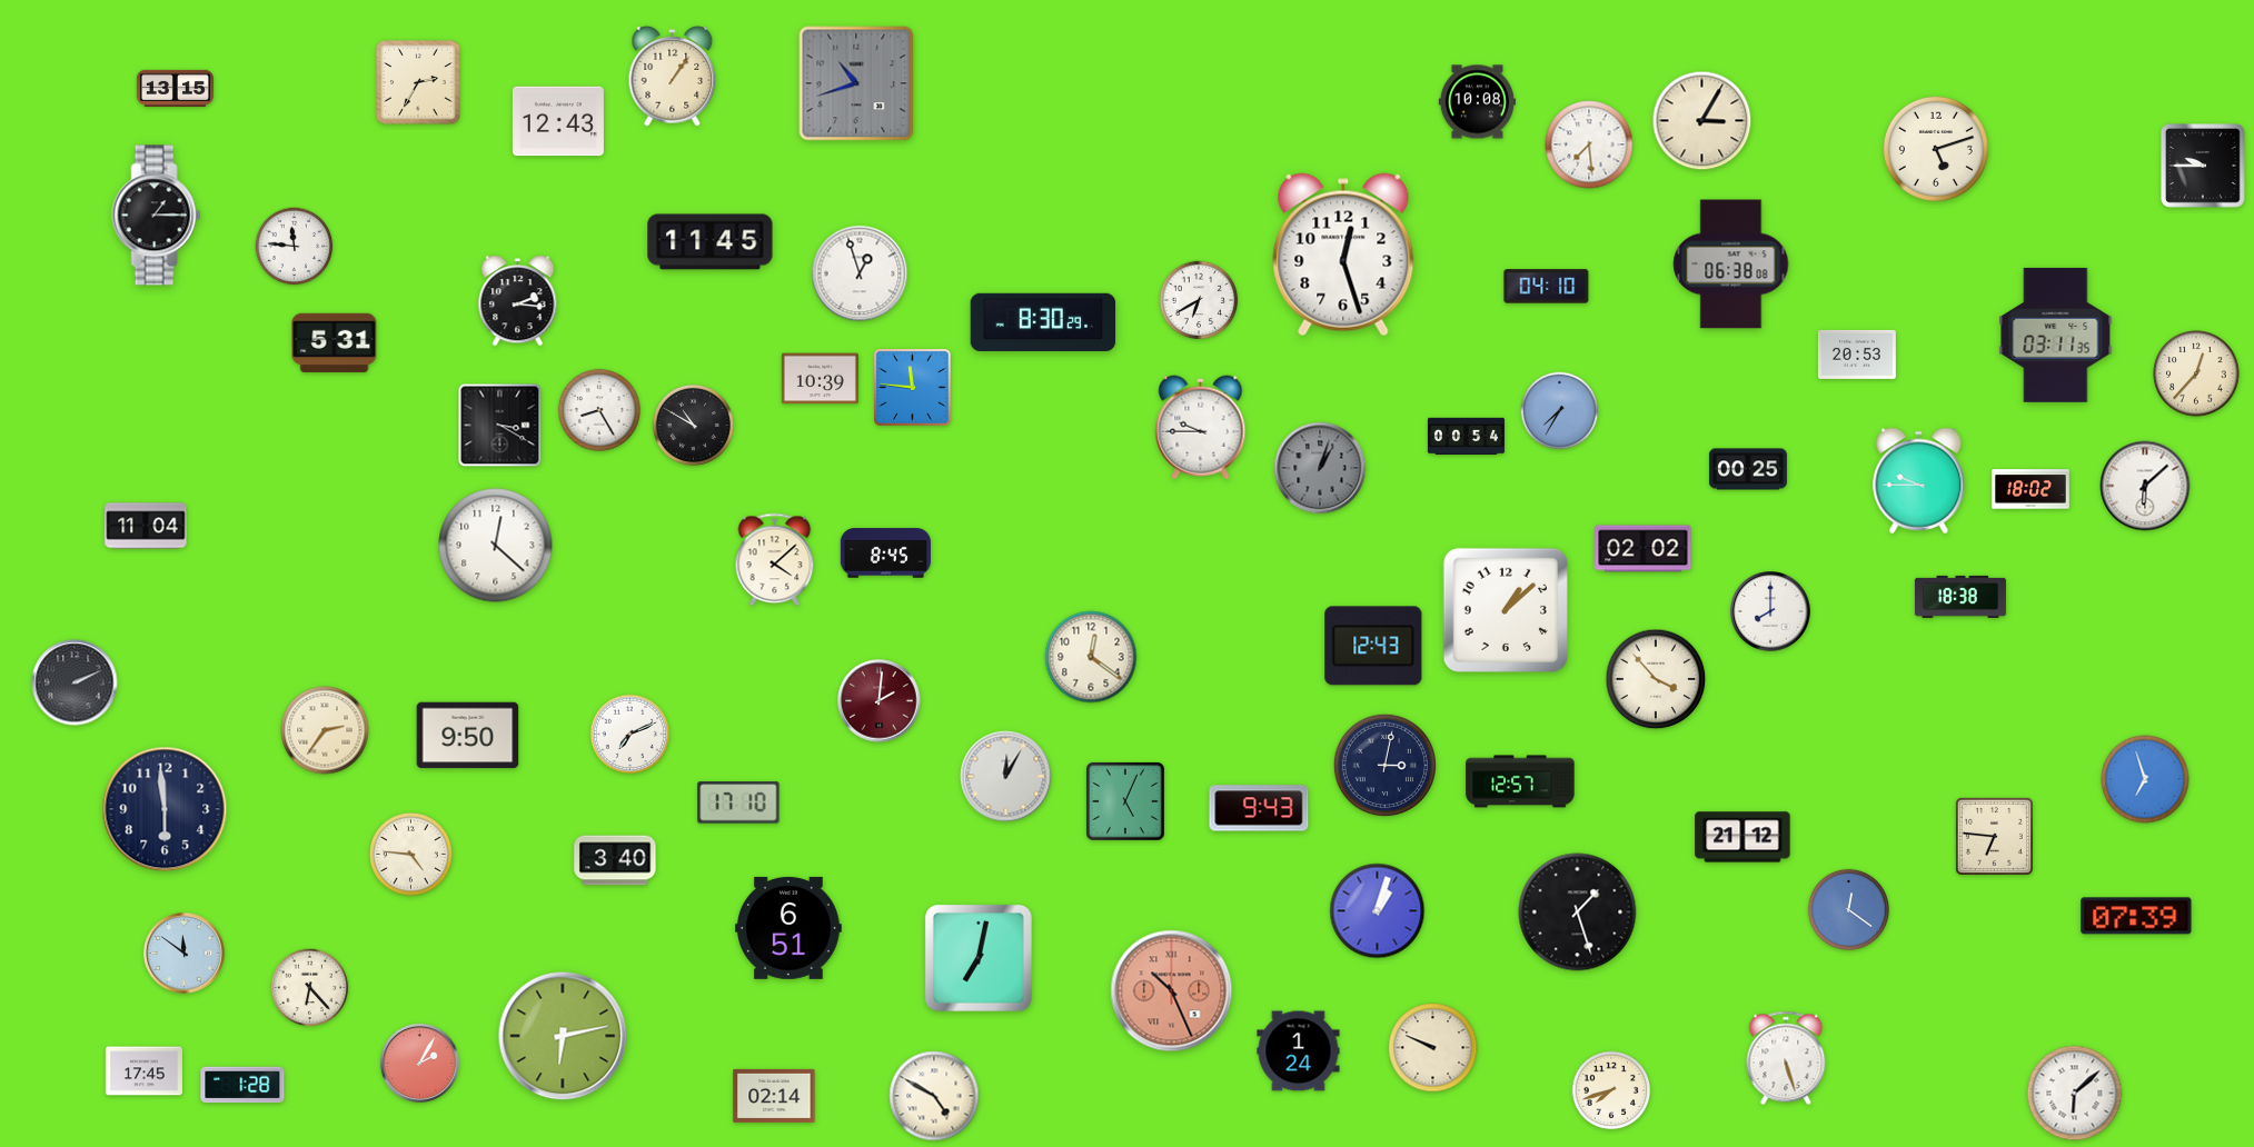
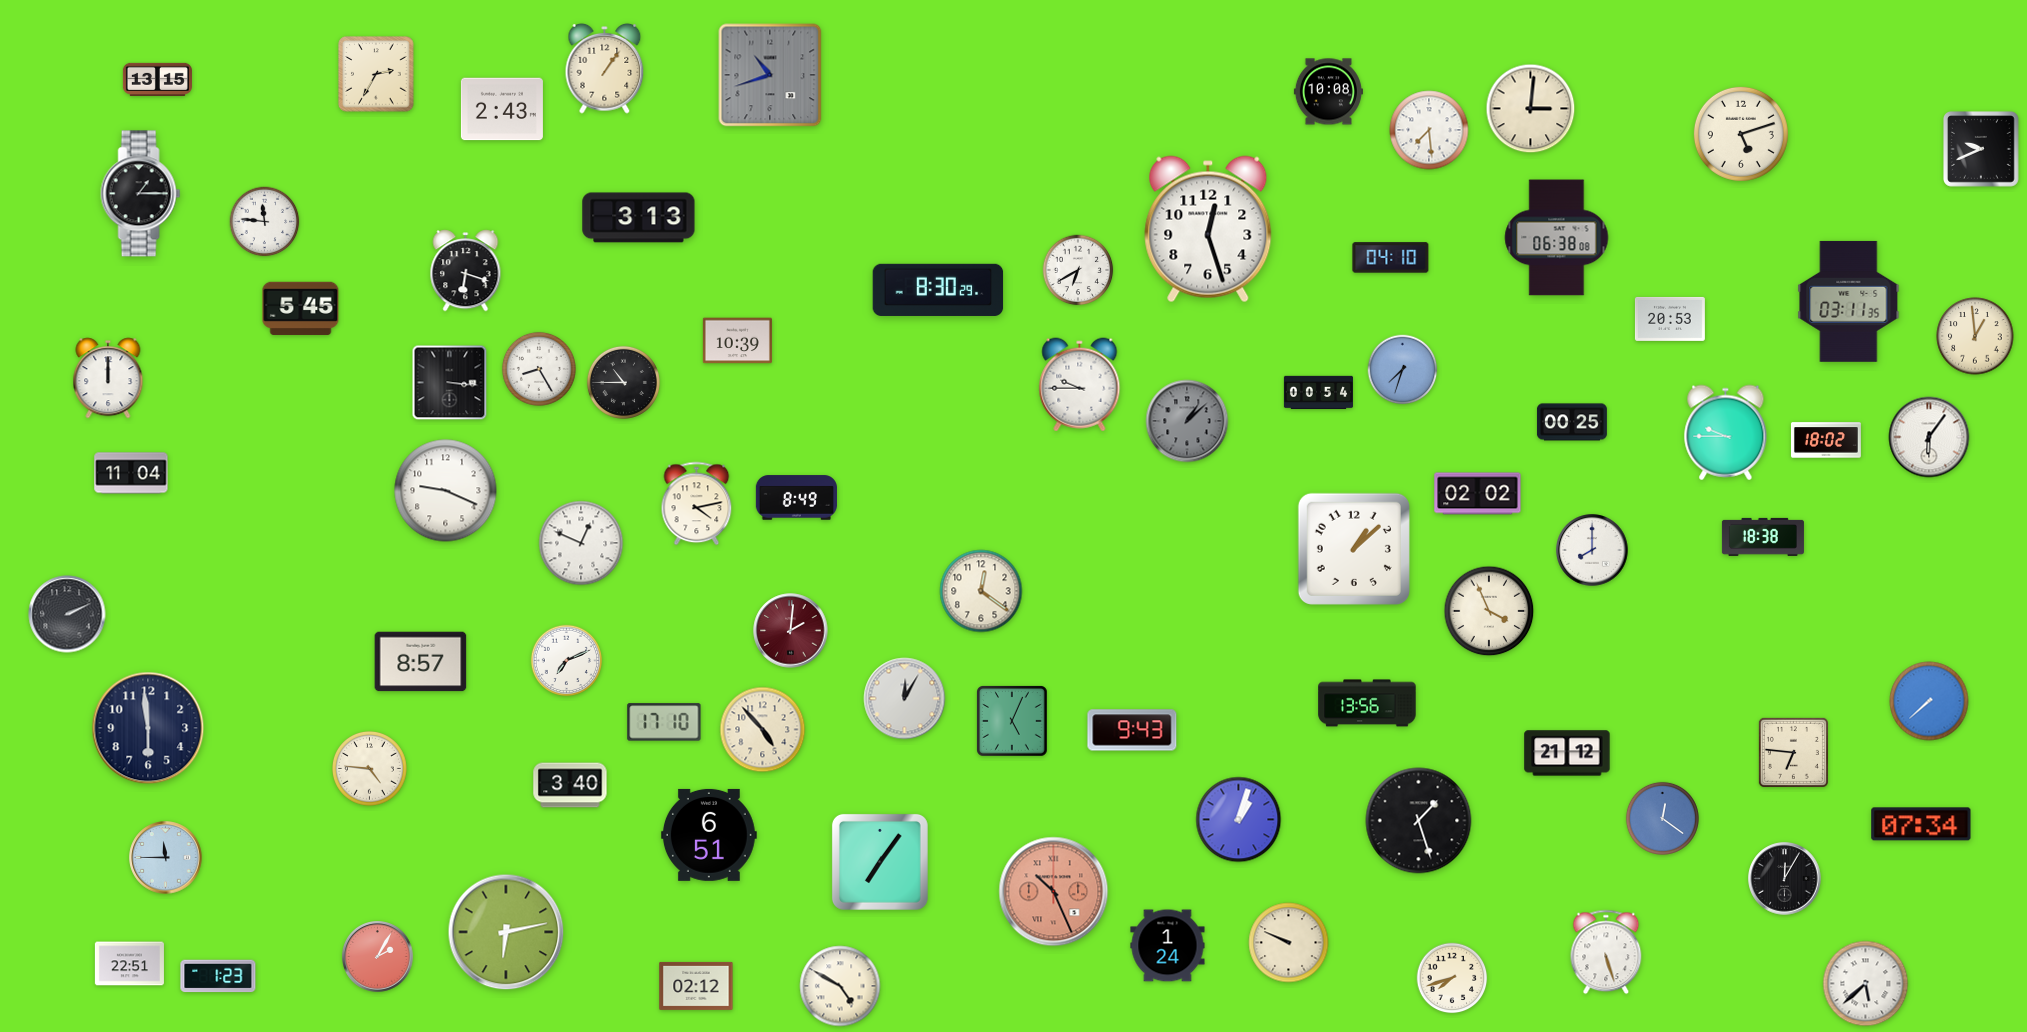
clock at (558, 121): 12:43 -> 2:43
clock at (1702, 121): 3:05 -> 3:01
clock at (2204, 167): 9:45 -> 9:41
clock at (711, 242): 11:45 -> 3:13
clock at (860, 273): 12:57 -> none
clock at (518, 301): 2:16 -> 6:18
clock at (335, 342): 5:31 -> 5:45
clock at (2196, 373): 12:37 -> 12:59
clock at (913, 388): 11:46 -> none
clock at (1560, 411): 7:35 -> 7:33
clock at (108, 378): none -> 12:00
clock at (693, 425): 10:50 -> 10:45
clock at (500, 426): 3:20 -> 3:16
clock at (1320, 468): 1:03 -> 1:08
clock at (2145, 486): 6:08 -> 6:06
clock at (496, 546): 12:22 -> 9:19
clock at (885, 553): 8:45 -> 8:49
clock at (775, 560): 4:08 -> 4:13
clock at (581, 543): none -> 12:49
clock at (1373, 646): 12:43 -> none
clock at (1656, 679): 3:53 -> 3:56
clock at (325, 730): 2:36 -> none
clock at (468, 736): 9:50 -> 8:57
clock at (1384, 765): 3:02 -> none
clock at (2145, 779): 6:57 -> 7:38
clock at (1520, 781): 12:57 -> 13:56
clock at (1259, 808) position: (1259, 808) -> (1132, 730)
clock at (763, 730): none -> 4:53
clock at (615, 860) position: (615, 860) -> (570, 785)
clock at (2136, 916): 07:39 -> 07:34
clock at (185, 954): 11:51 -> 11:45
clock at (979, 958): 7:02 -> 7:06
clock at (1785, 879): none -> 12:05
clock at (310, 988): 6:23 -> none
clock at (143, 1071): 17:45 -> 22:51
clock at (242, 1085): 1:28 -> 1:23
clock at (1611, 1090) position: (1611, 1090) -> (1452, 978)
clock at (2075, 1094): 6:08 -> 5:38
clock at (774, 1096): 02:14 -> 02:12
